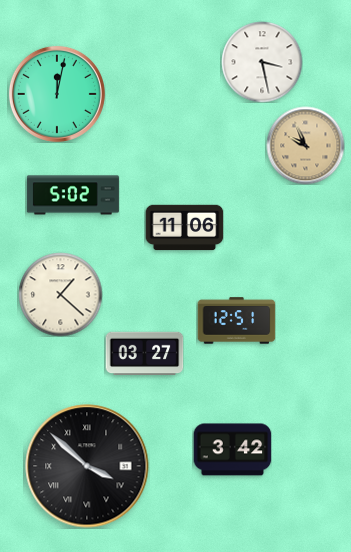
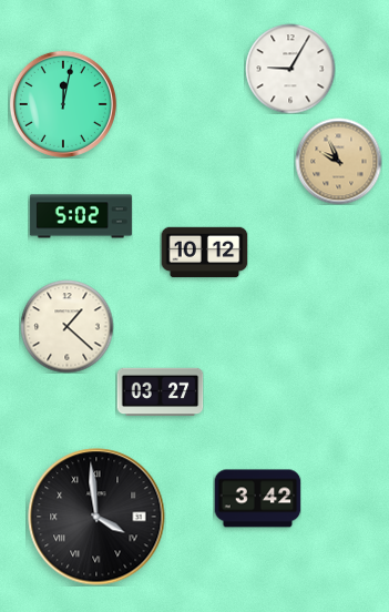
clock at (262, 62): 3:28 -> 9:05
clock at (184, 228): 11:06 -> 10:12
clock at (236, 321): 12:51 -> none
clock at (87, 466): 3:52 -> 3:59
